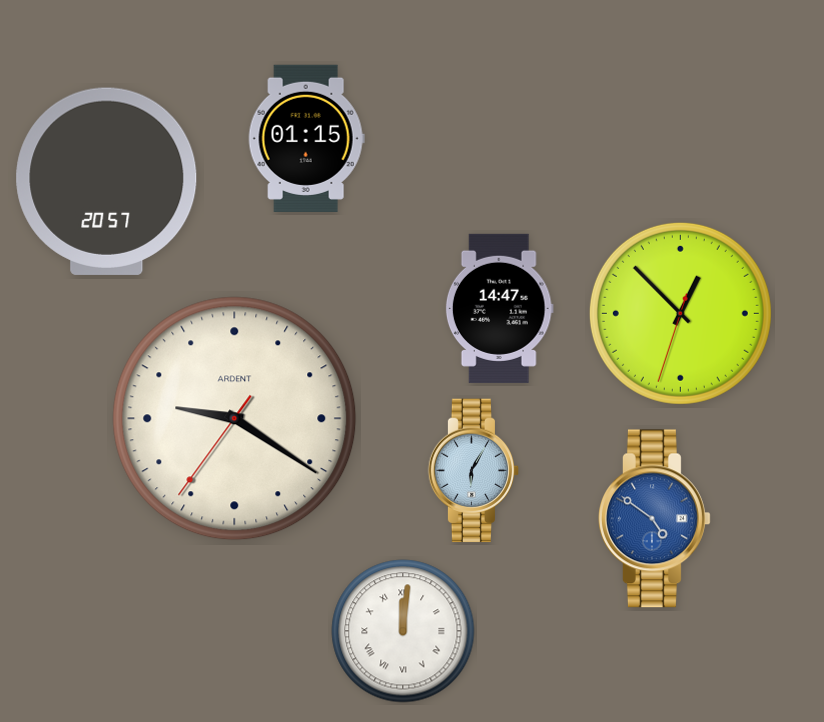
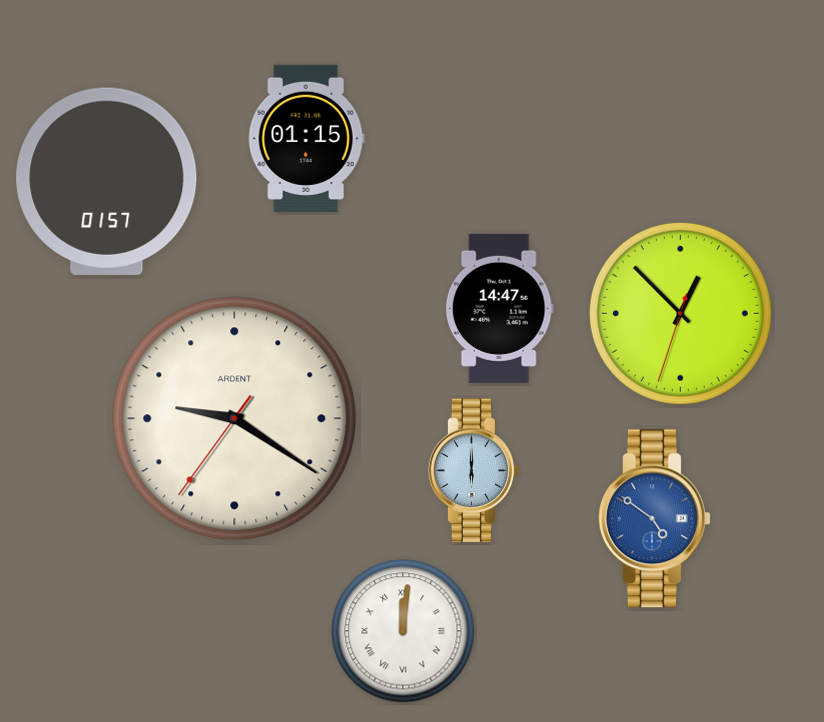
clock at (107, 181): 20:57 -> 01:57
clock at (474, 471): 6:05 -> 6:00
